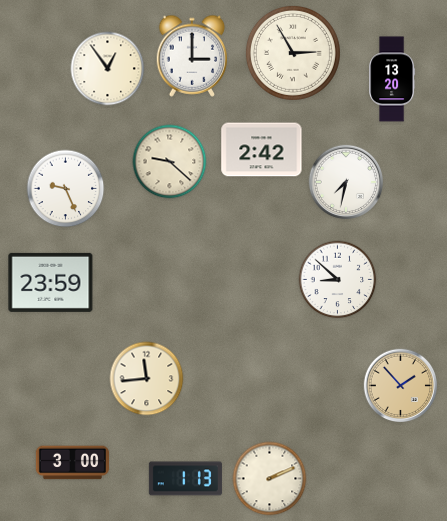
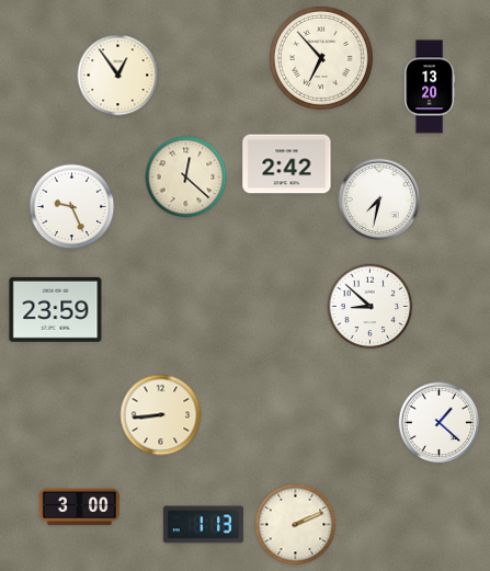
clock at (293, 53): 2:55 -> 6:53
clock at (192, 56): 3:00 -> none
clock at (170, 162): 9:22 -> 12:22
clock at (147, 379): 11:44 -> 8:44
clock at (401, 386): 1:53 -> 1:22
clock at (401, 386) dial: champagne -> white
